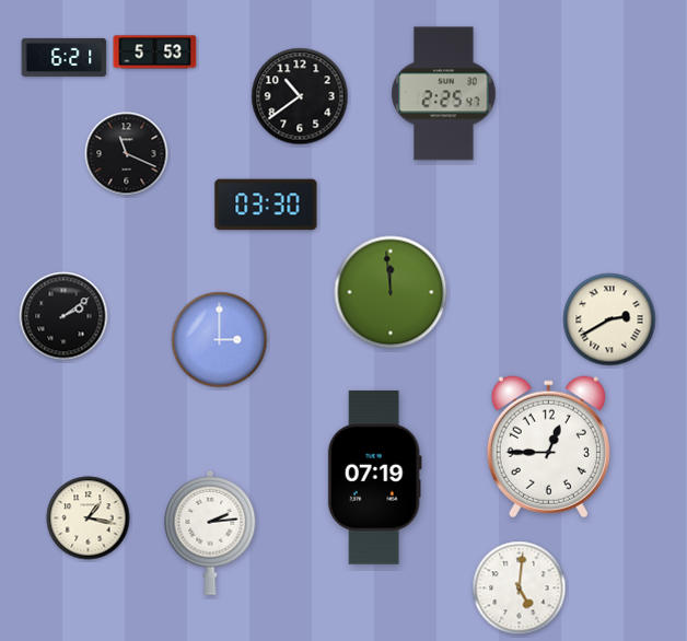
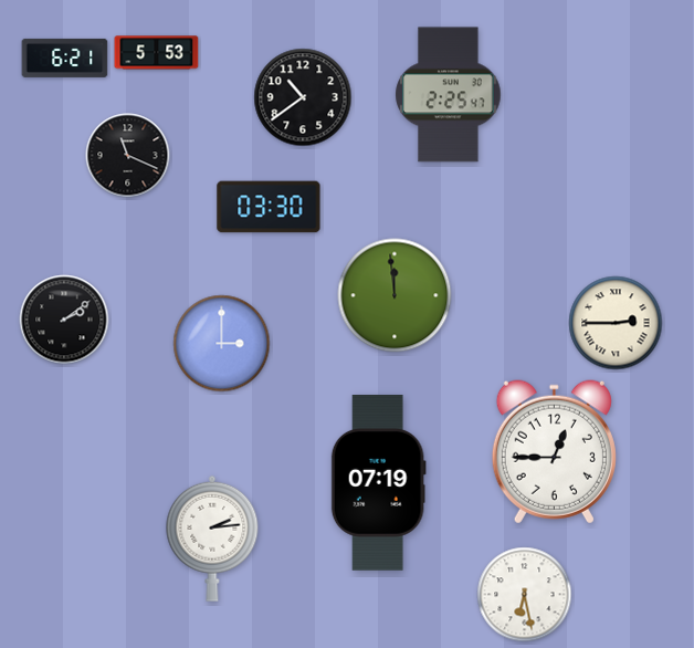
clock at (609, 319): 2:40 -> 2:45
clock at (89, 518): 1:17 -> none
clock at (520, 588): 5:01 -> 6:28
